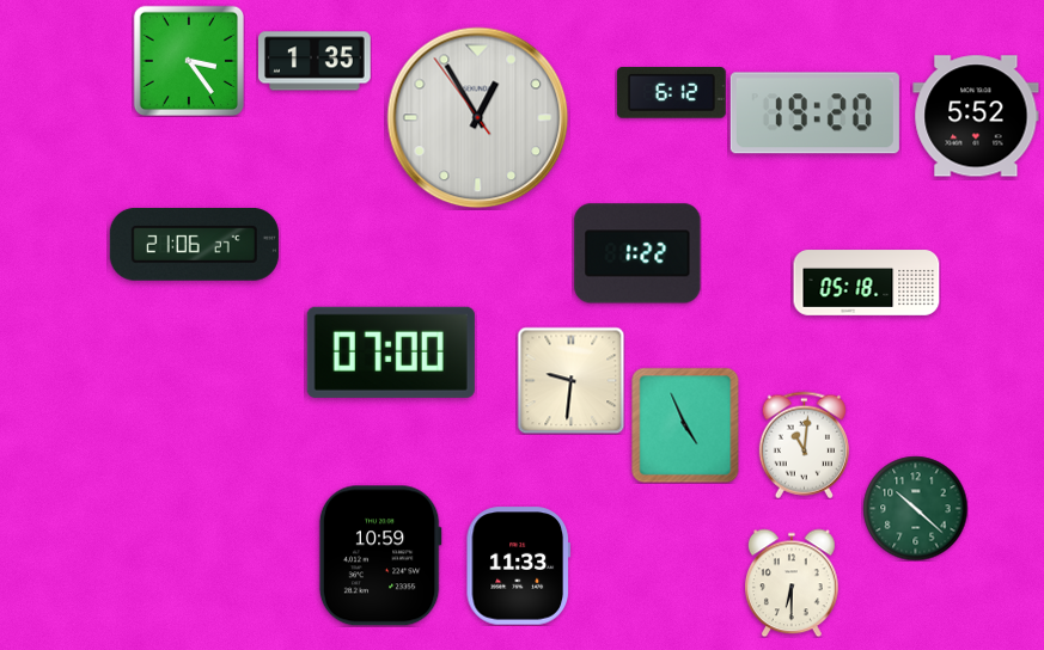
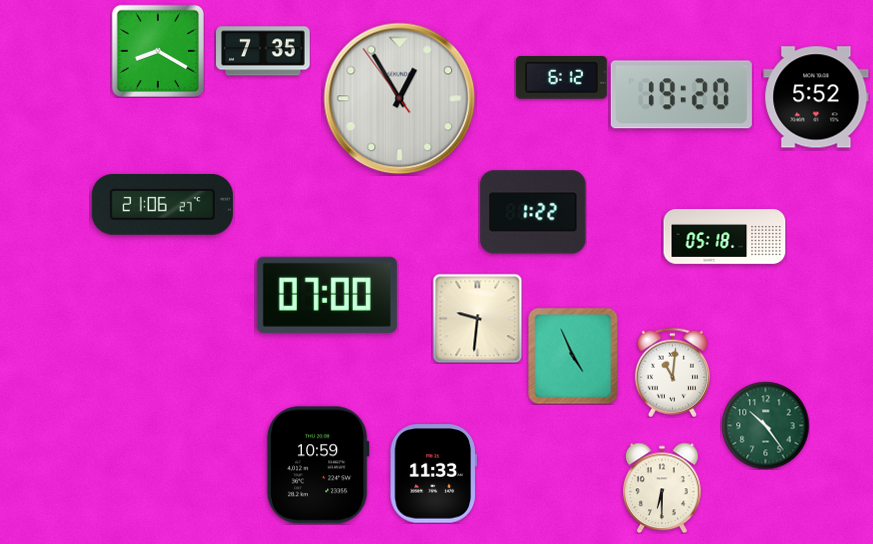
clock at (188, 60): 3:24 -> 8:20
clock at (316, 61): 1:35 -> 7:35
clock at (915, 508): 10:22 -> 10:24
